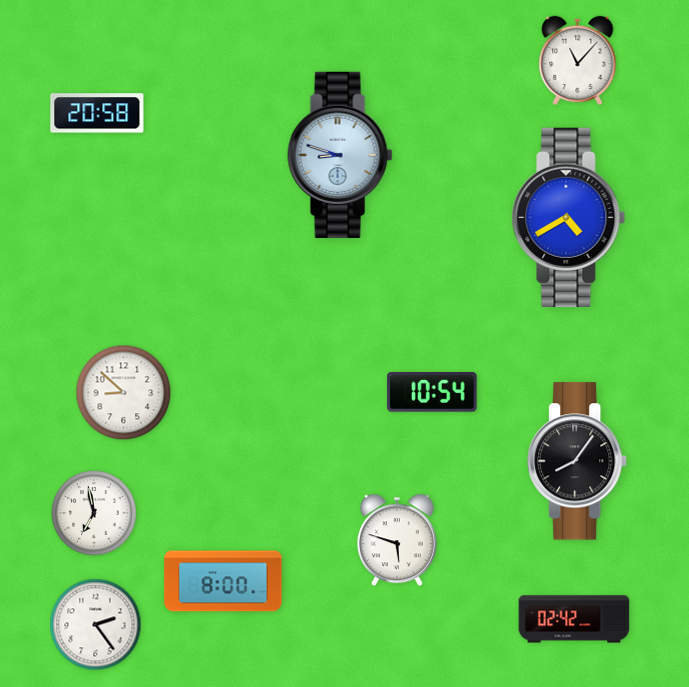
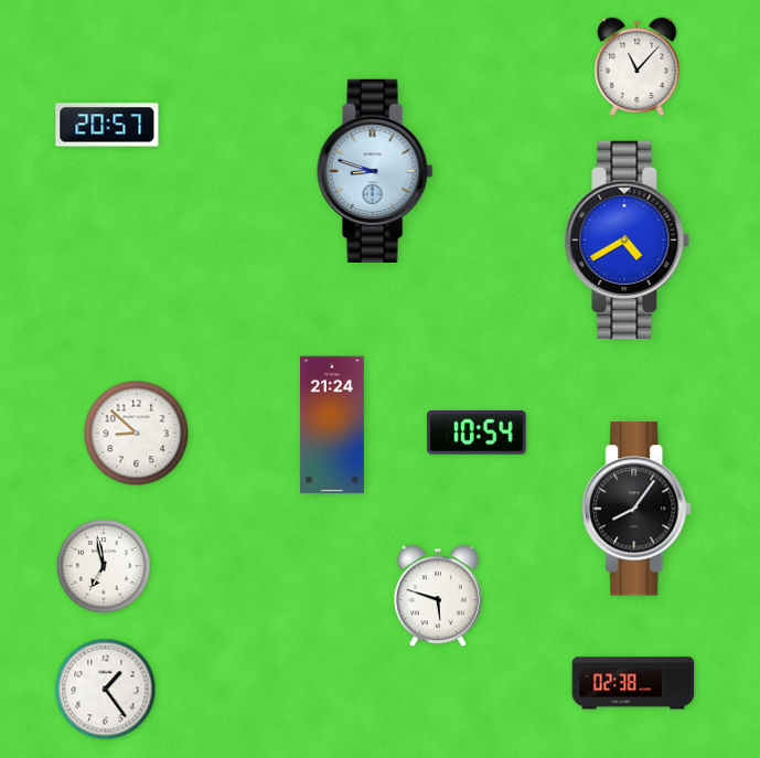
clock at (97, 113): 20:58 -> 20:57
clock at (332, 425): none -> 21:24
clock at (223, 581): 8:00 -> none
clock at (574, 619): 02:42 -> 02:38
clock at (96, 625): 2:24 -> 1:24
